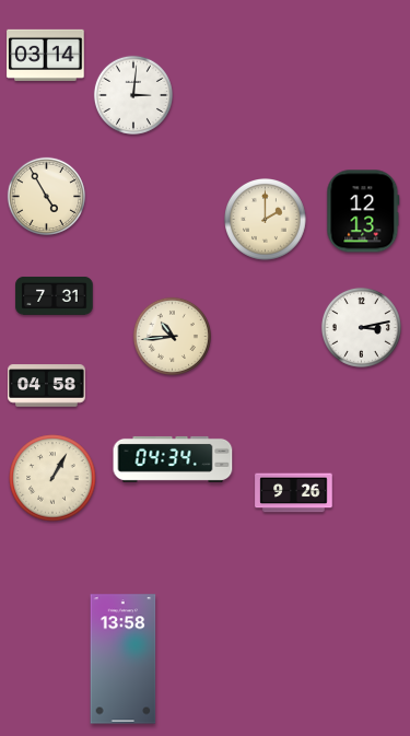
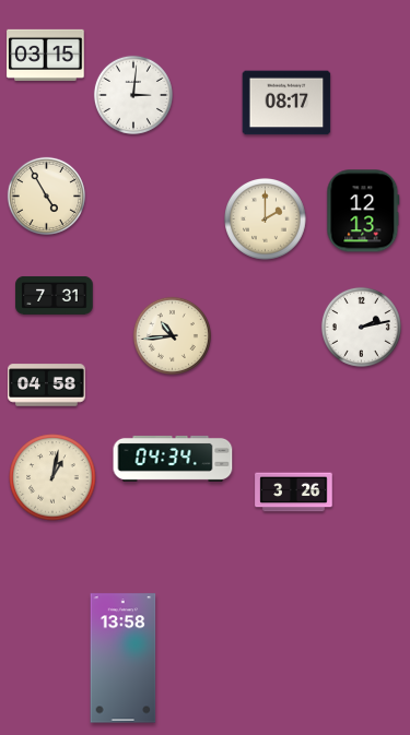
clock at (46, 55): 03:14 -> 03:15
clock at (286, 103): none -> 08:17
clock at (361, 327): 3:13 -> 2:13
clock at (52, 478): 1:05 -> 1:02
clock at (294, 493): 9:26 -> 3:26
